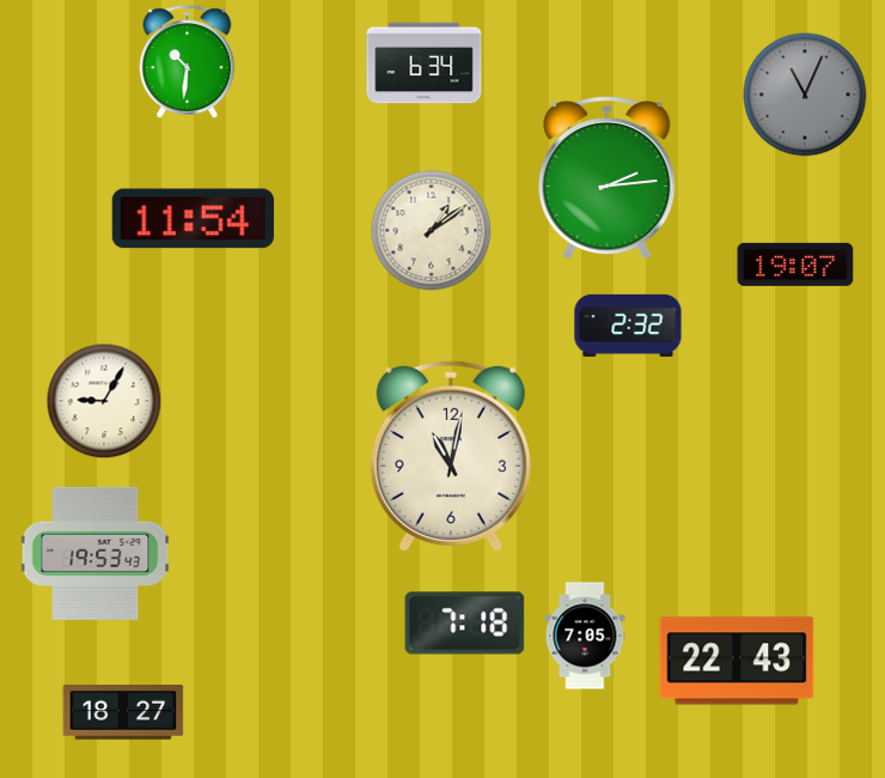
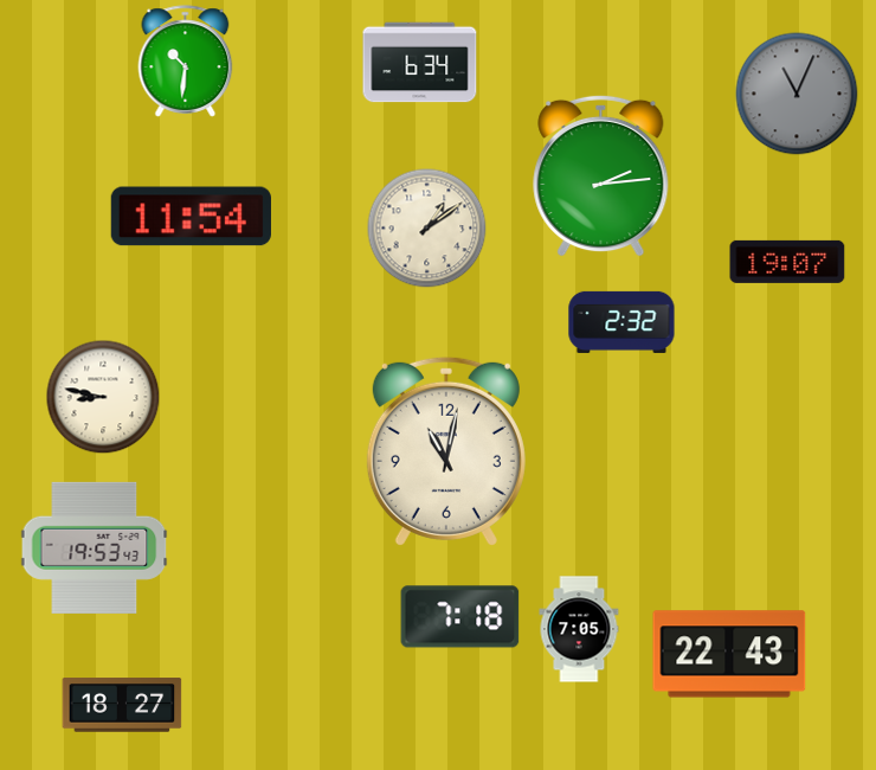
clock at (104, 401): 9:05 -> 8:47
